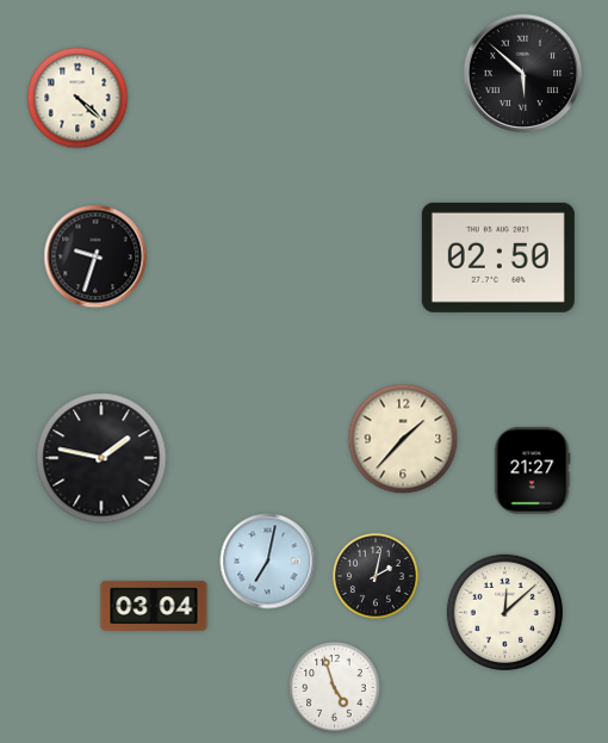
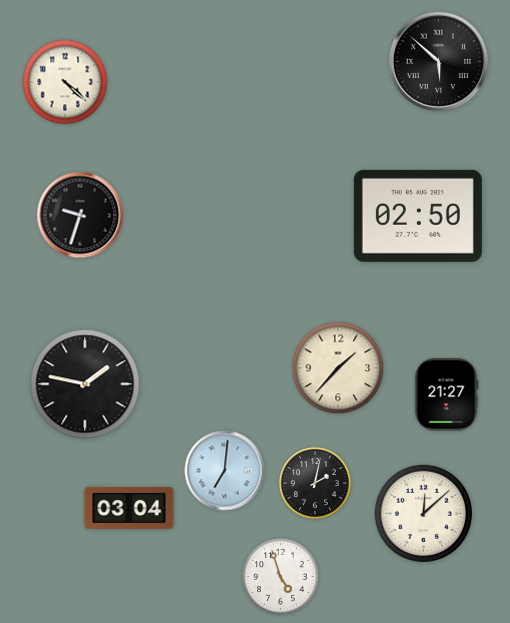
clock at (268, 562): 7:02 -> 7:01
